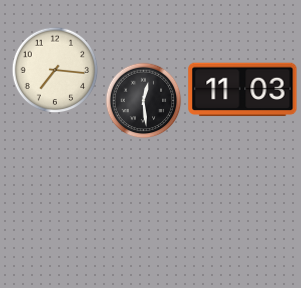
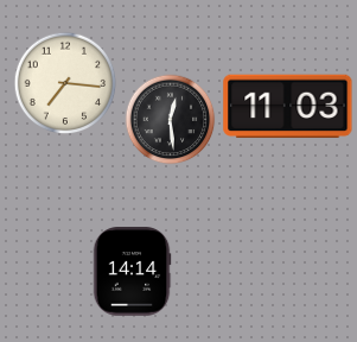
clock at (132, 272): none -> 14:14
